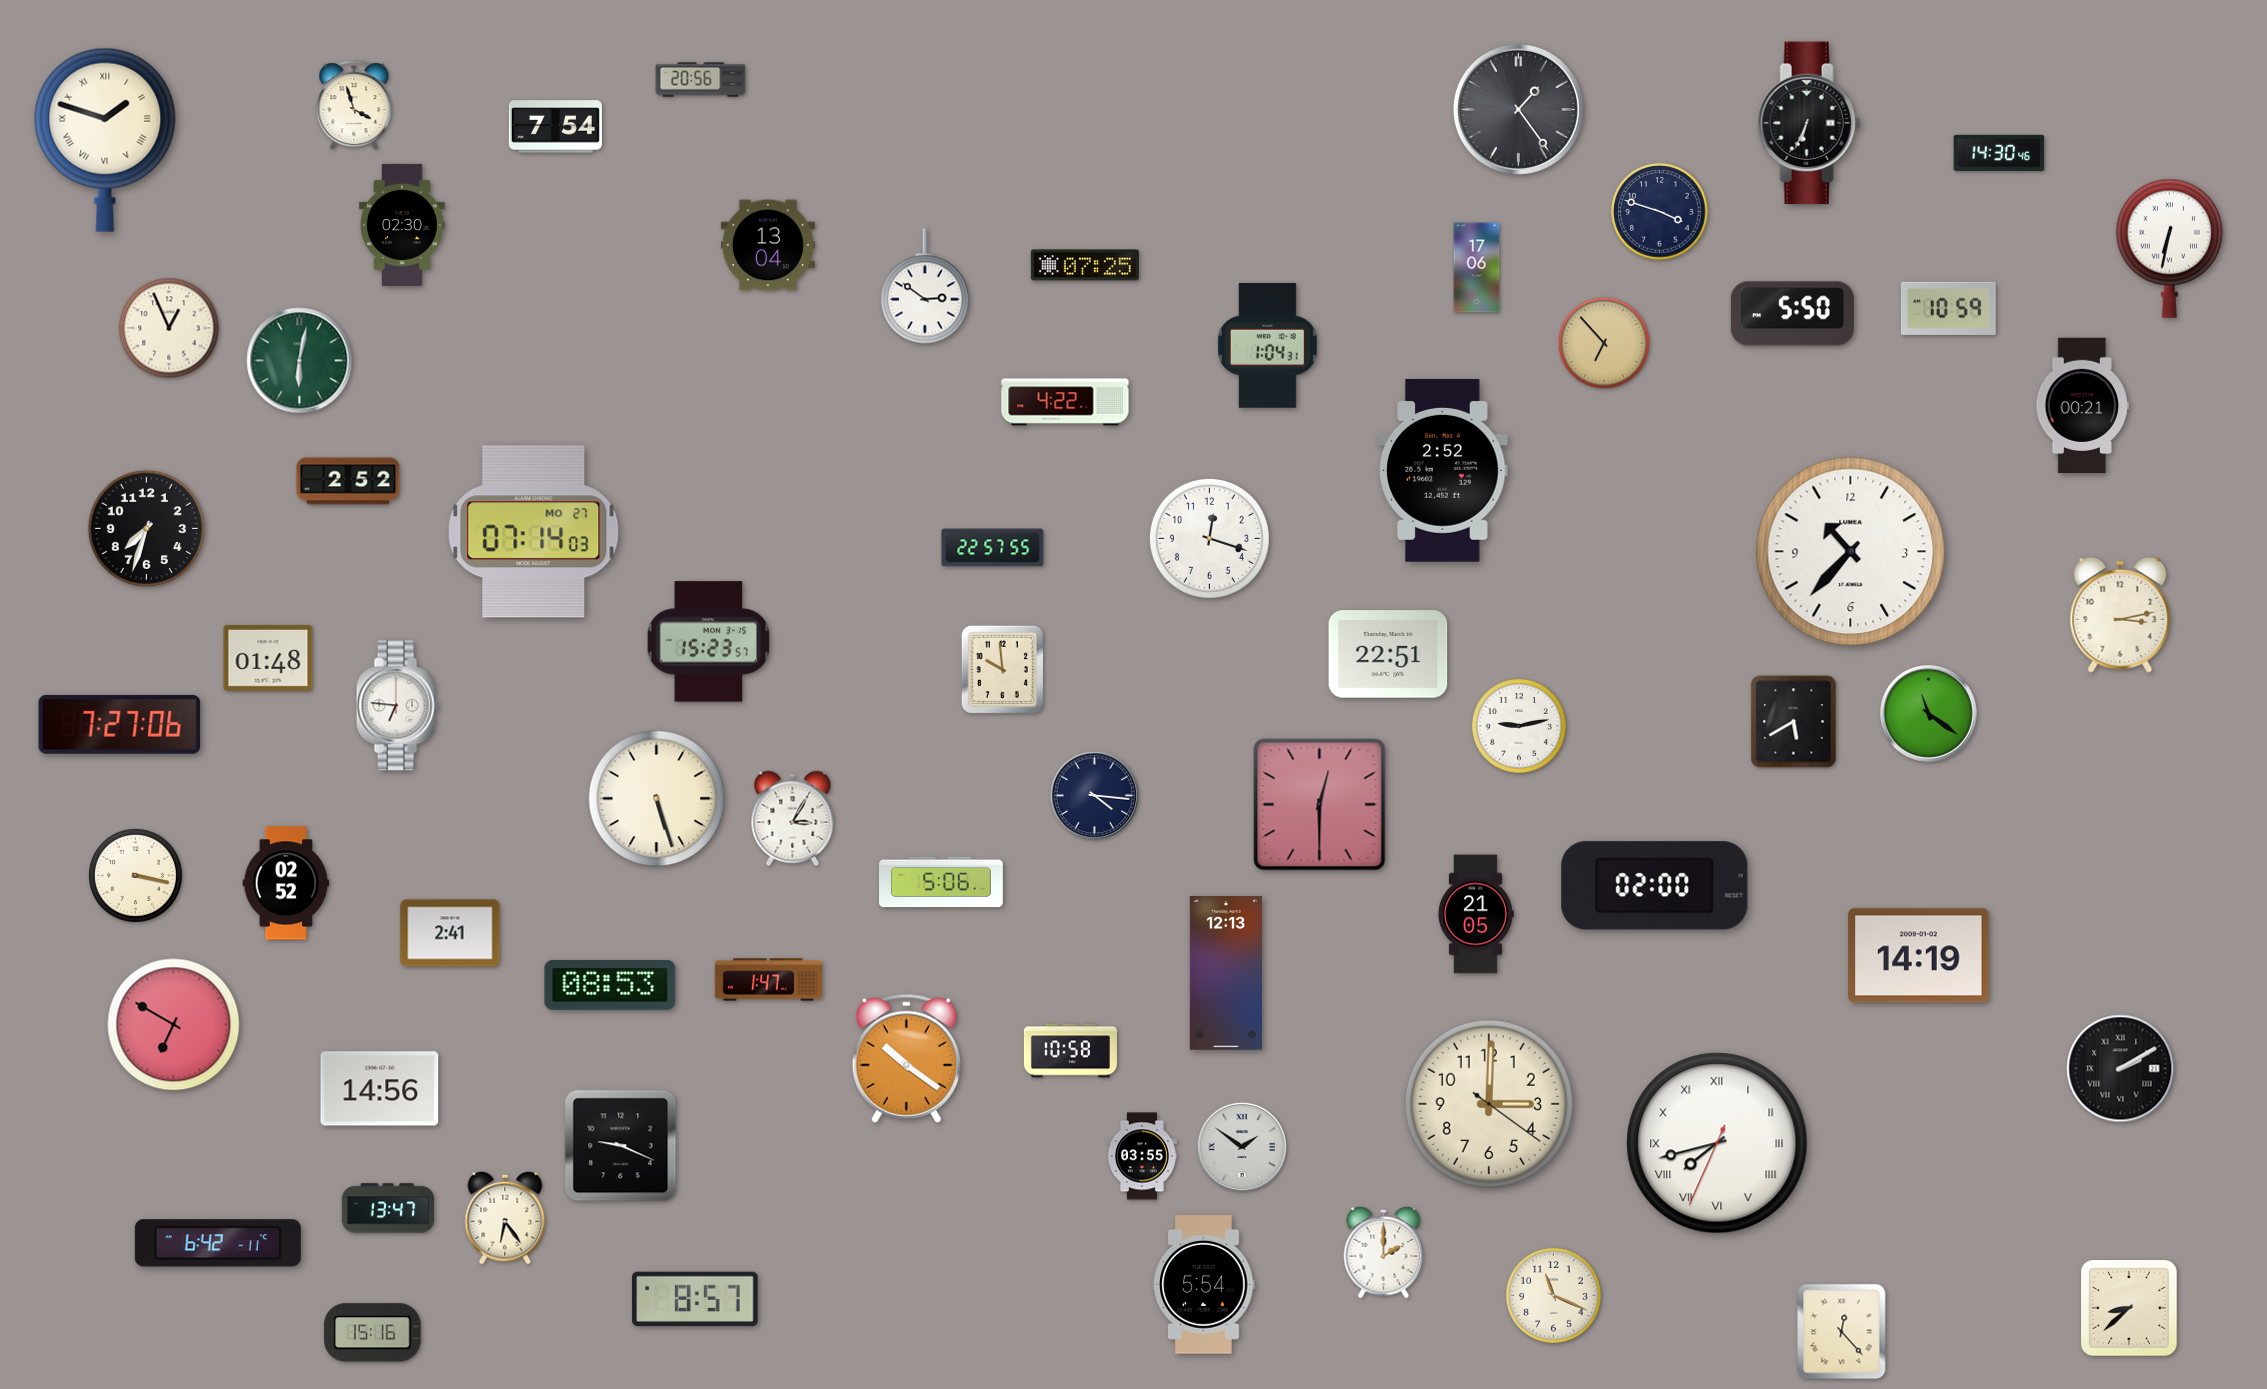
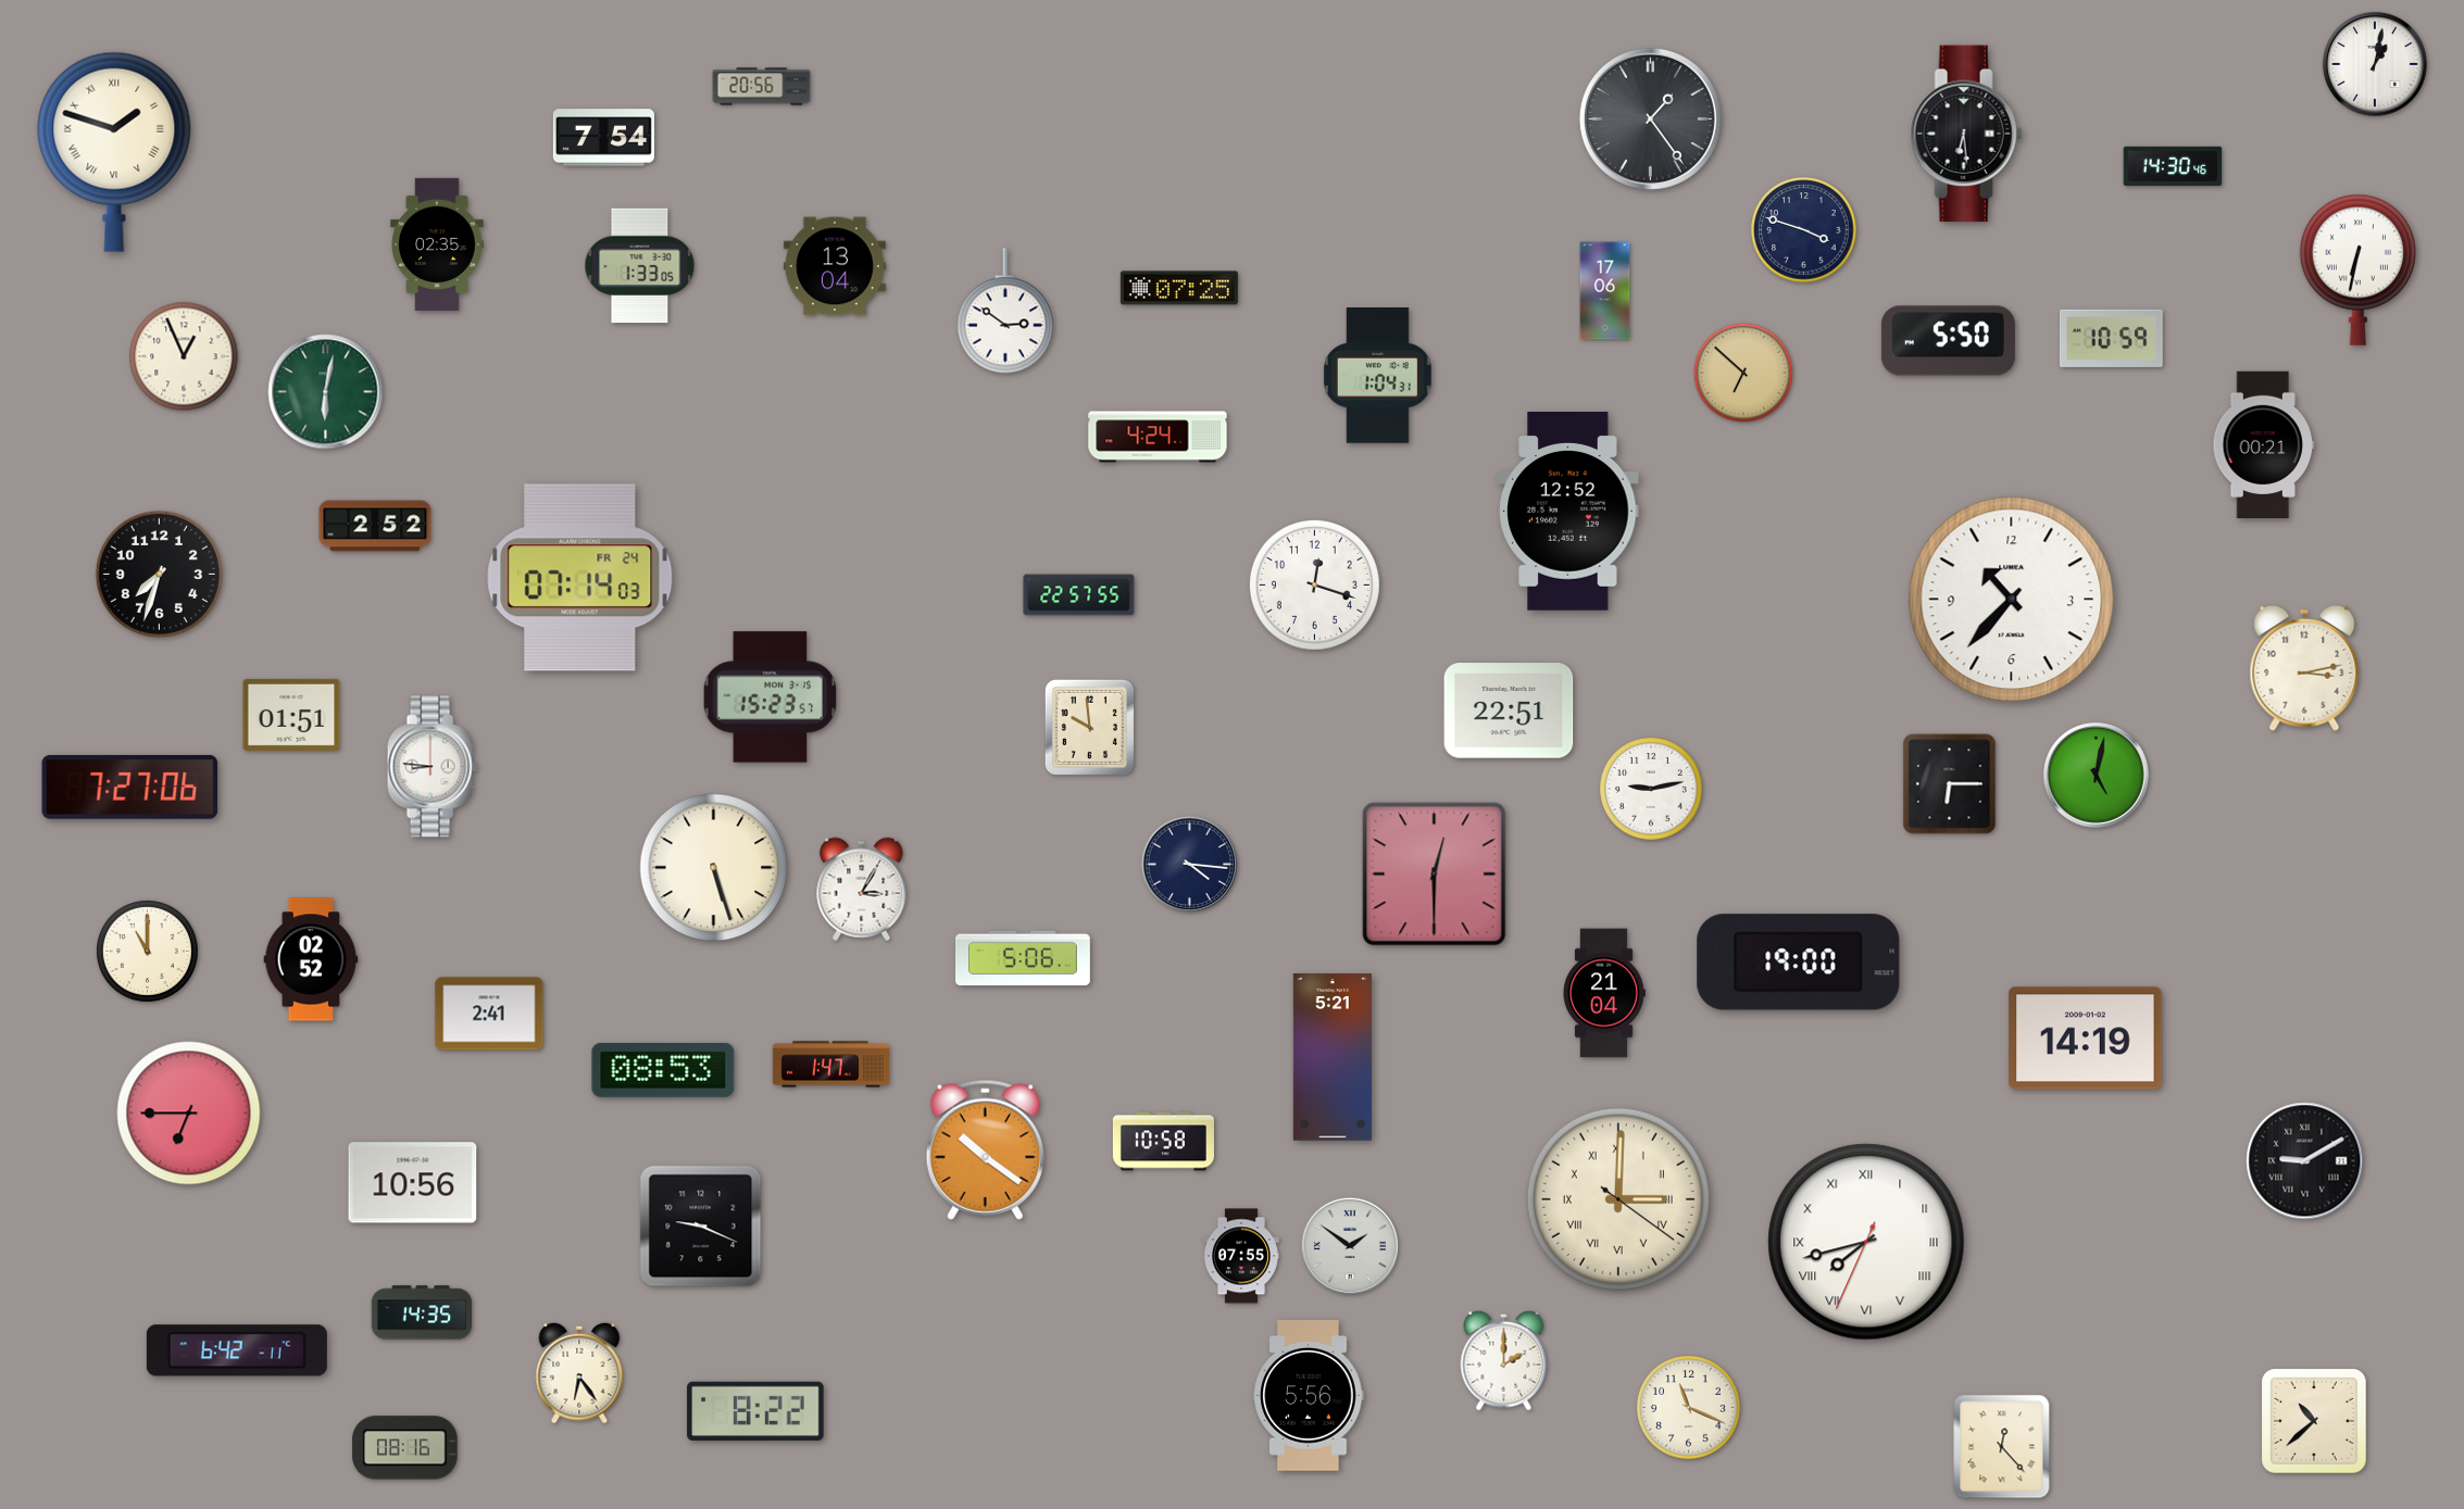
clock at (2375, 64): none -> 1:02
clock at (354, 106): 3:57 -> none
clock at (1809, 123): 6:34 -> 6:29
clock at (402, 225): 02:30 -> 02:35
clock at (640, 266): none -> 1:33
clock at (1948, 308) position: (1948, 308) -> (2111, 338)
clock at (1604, 343): 6:53 -> 6:52
clock at (1065, 402): 4:22 -> 4:24
clock at (2082, 405) position: (2082, 405) -> (2263, 444)
clock at (1443, 471): 2:52 -> 12:52
clock at (348, 481) position: (348, 481) -> (375, 526)
clock at (534, 532) date: MO 27 -> FR 24
clock at (268, 658): 01:48 -> 01:51
clock at (397, 706): 6:46 -> 8:46
clock at (1929, 714): 11:21 -> 5:02
clock at (1794, 722): 5:40 -> 6:15
clock at (135, 875): 3:17 -> 11:00
clock at (1655, 886): 02:00 -> 19:00
clock at (1476, 914): 21:05 -> 21:04
clock at (1226, 973): 12:13 -> 5:21
clock at (768, 980) position: (768, 980) -> (830, 1065)
clock at (174, 1025): 6:50 -> 6:45
clock at (2121, 1069): 2:10 -> 9:10
clock at (380, 1089): 14:56 -> 10:56
clock at (1489, 1104) numerals: Arabic -> Roman
clock at (621, 1146) position: (621, 1146) -> (701, 1227)
clock at (1142, 1156): 03:55 -> 07:55
clock at (388, 1208): 13:47 -> 14:35
clock at (505, 1218) position: (505, 1218) -> (579, 1373)
clock at (1204, 1285): 5:54 -> 5:56
clock at (695, 1298): 8:57 -> 8:22
clock at (2130, 1309): 8:38 -> 10:38
clock at (373, 1333): 15:16 -> 08:16
